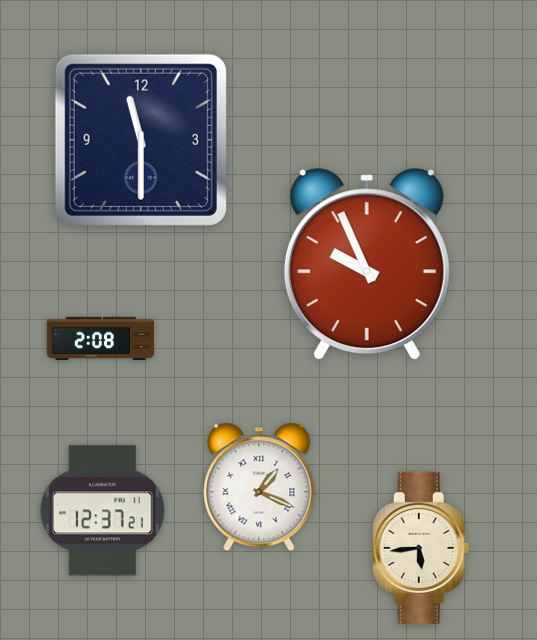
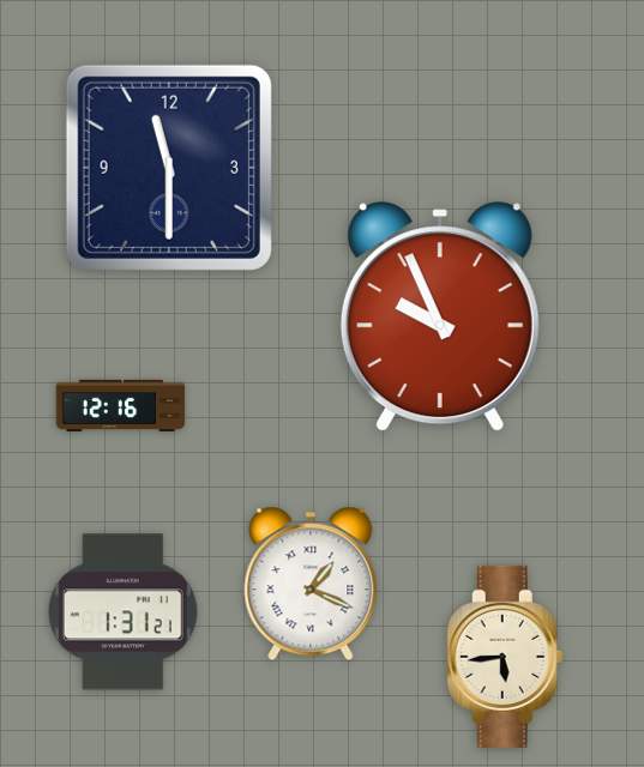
clock at (101, 338): 2:08 -> 12:16
clock at (102, 511): 12:37 -> 1:31
